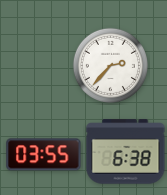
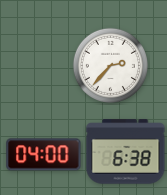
clock at (44, 155): 03:55 -> 04:00
